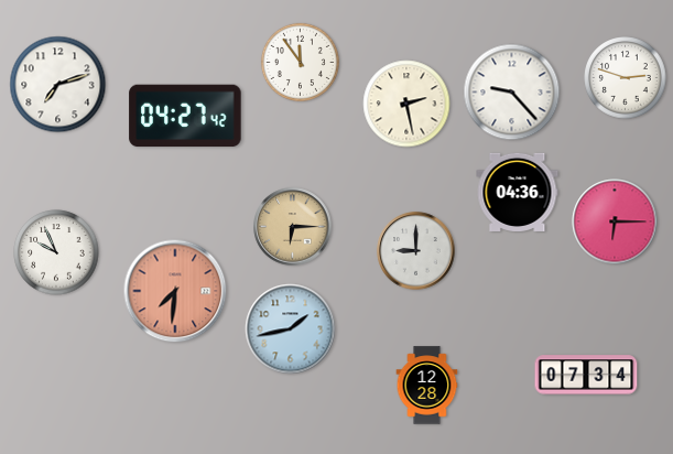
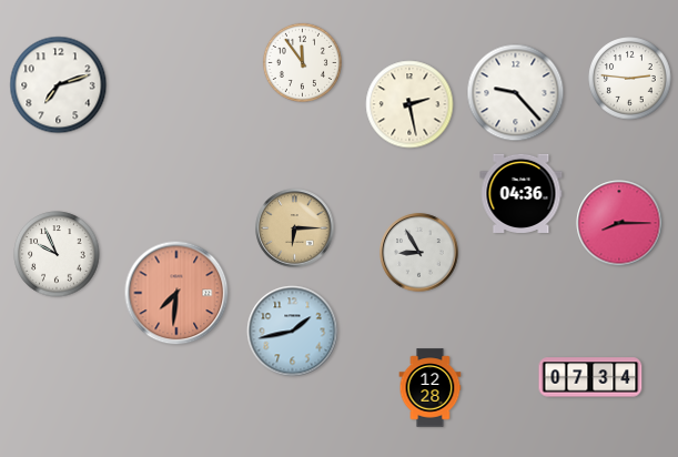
clock at (626, 78): 2:48 -> 2:46
clock at (185, 116): 04:27 -> none
clock at (615, 221): 6:15 -> 8:15
clock at (416, 251): 9:00 -> 8:55
